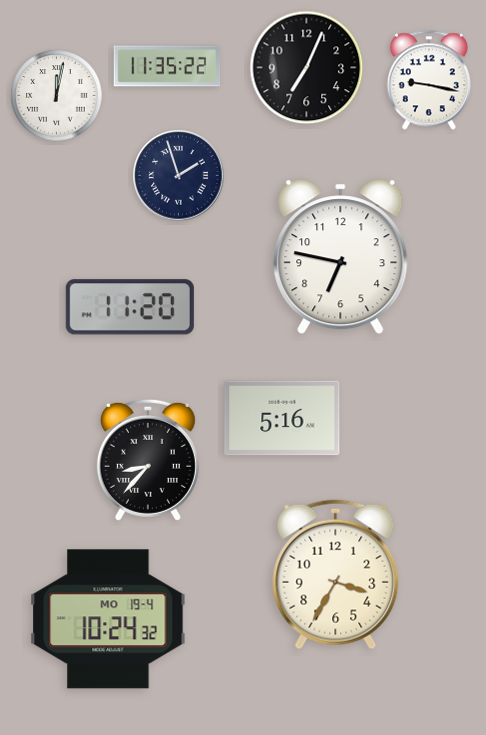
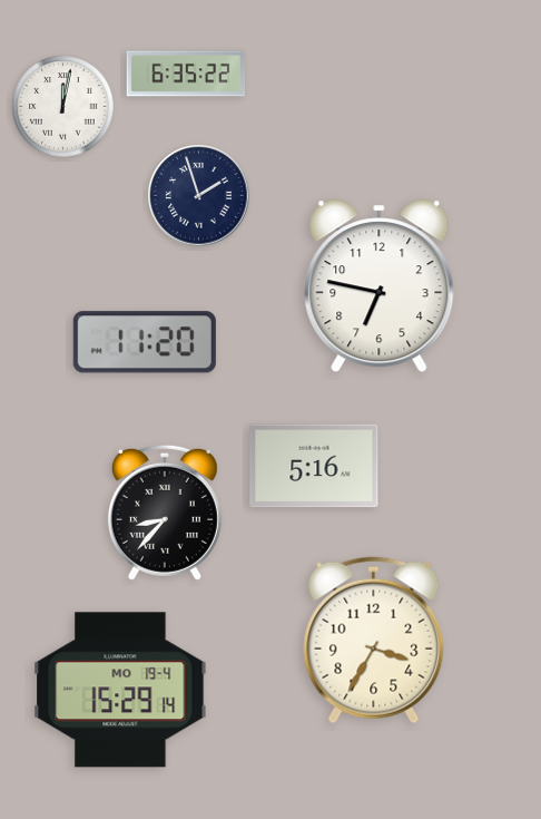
clock at (167, 66): 11:35 -> 6:35
clock at (307, 68): 7:04 -> none
clock at (429, 80): 9:17 -> none
clock at (108, 619): 10:24 -> 15:29
